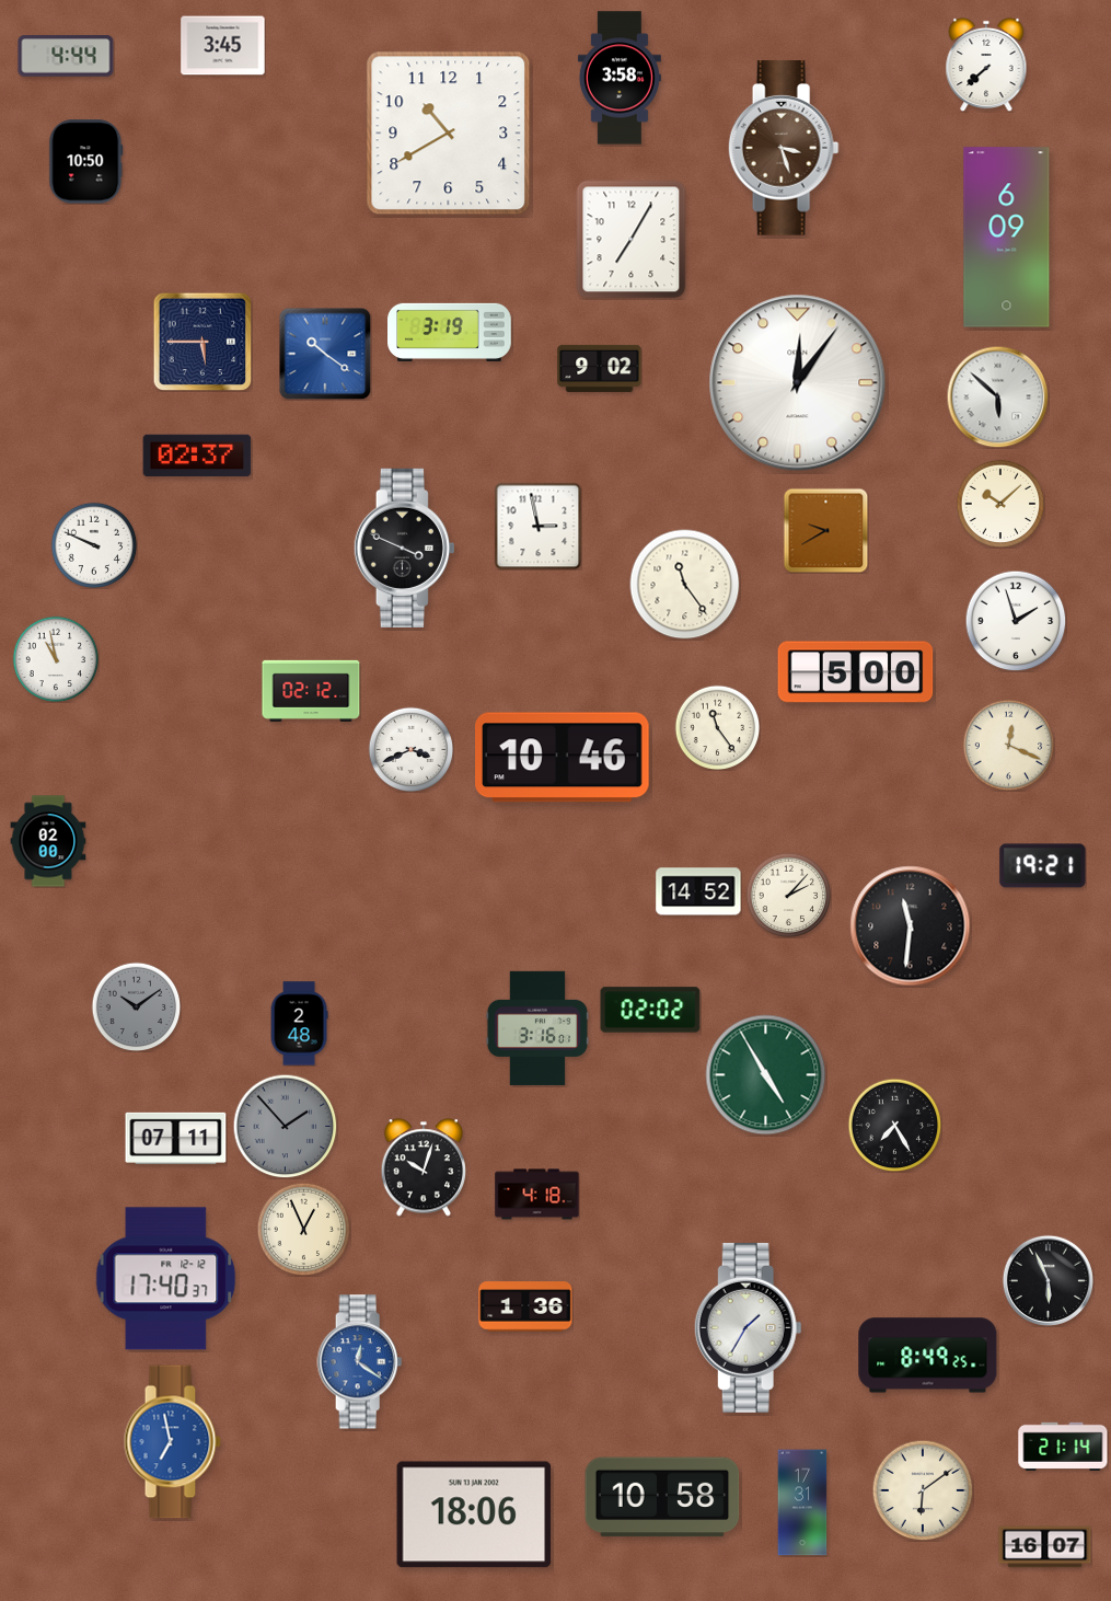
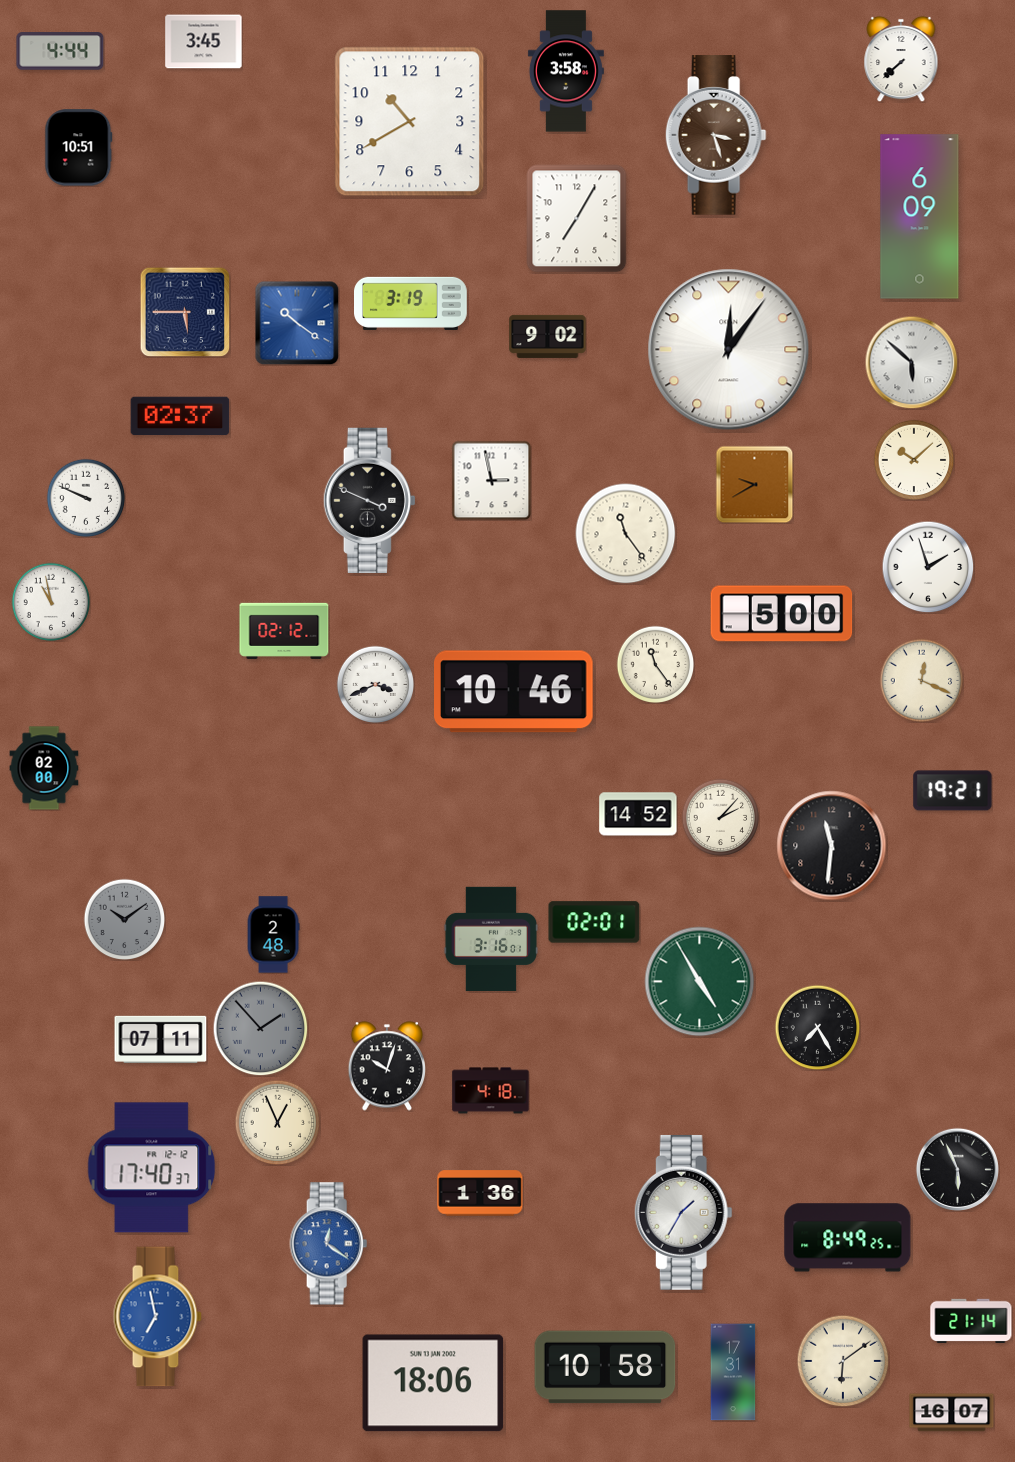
clock at (86, 162): 10:50 -> 10:51
clock at (650, 1010): 02:02 -> 02:01
clock at (1045, 1547) position: (1045, 1547) -> (952, 1413)
